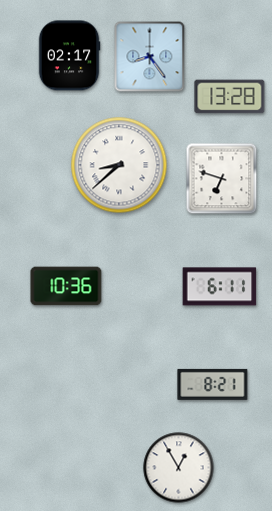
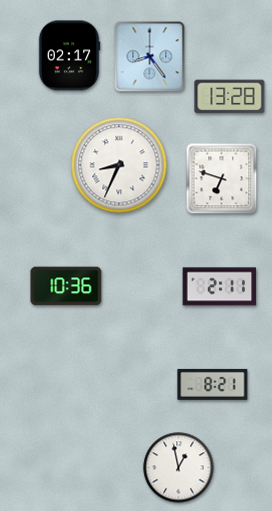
clock at (119, 165): 8:38 -> 8:34
clock at (220, 287): 6:11 -> 2:11
clock at (179, 468): 12:55 -> 12:58
